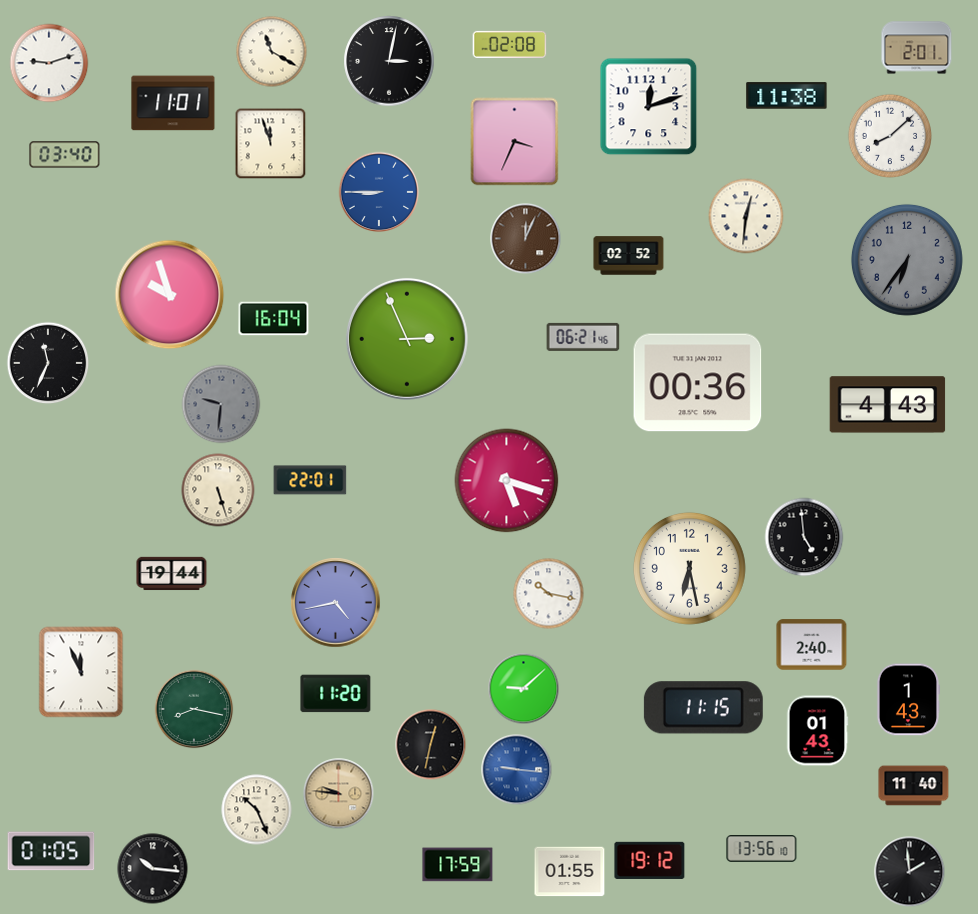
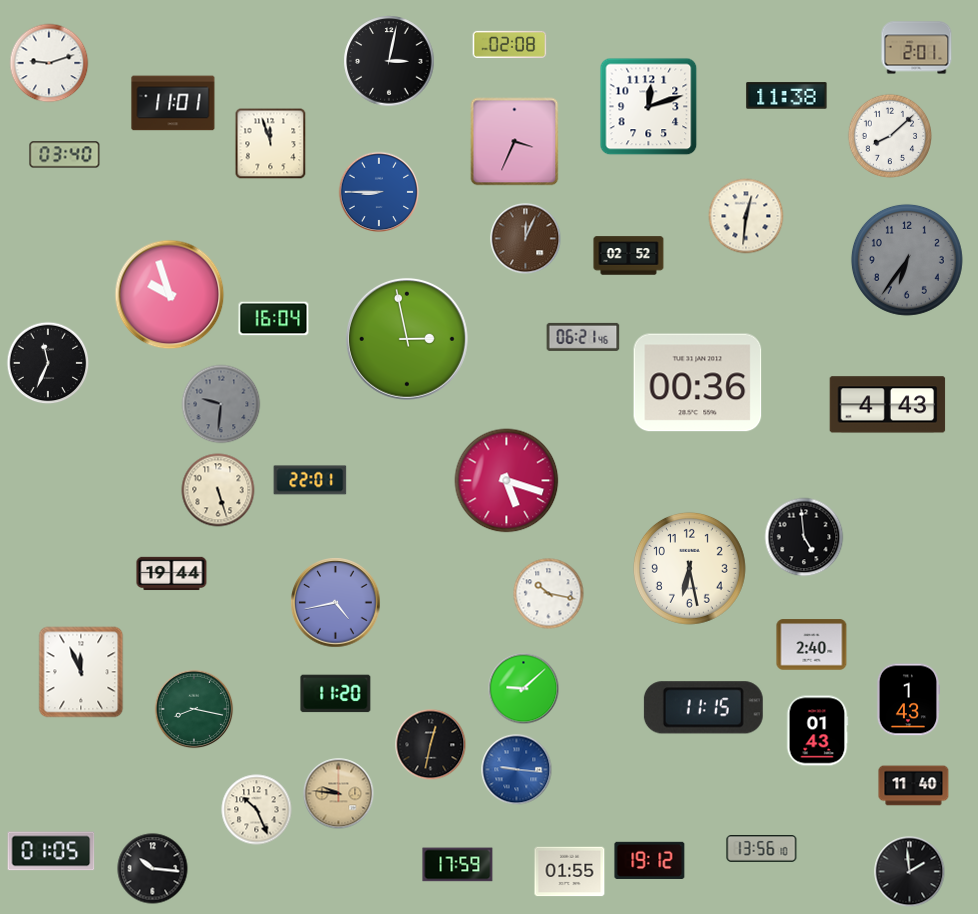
clock at (272, 52): 11:20 -> none
clock at (407, 339): 2:56 -> 2:58
